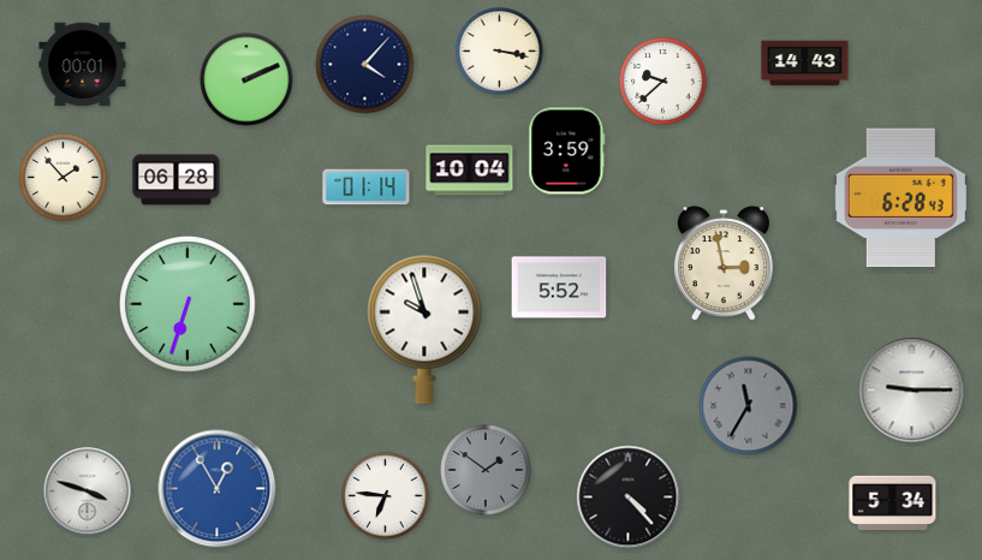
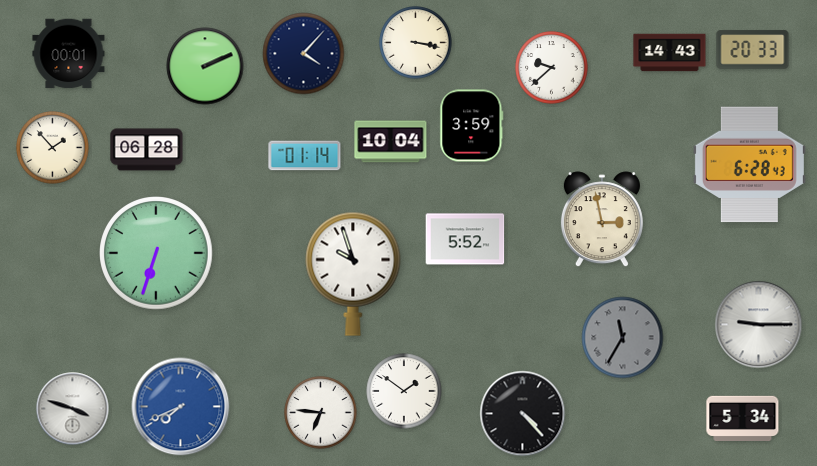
clock at (753, 50): none -> 20:33
clock at (486, 470) dial: grey -> white
clock at (218, 489): 12:55 -> 7:41
